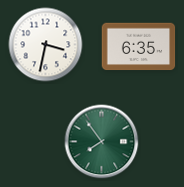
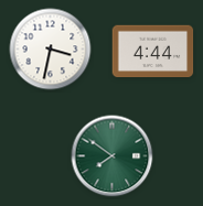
clock at (139, 47): 6:35 -> 4:44
clock at (102, 142): 7:54 -> 7:51
